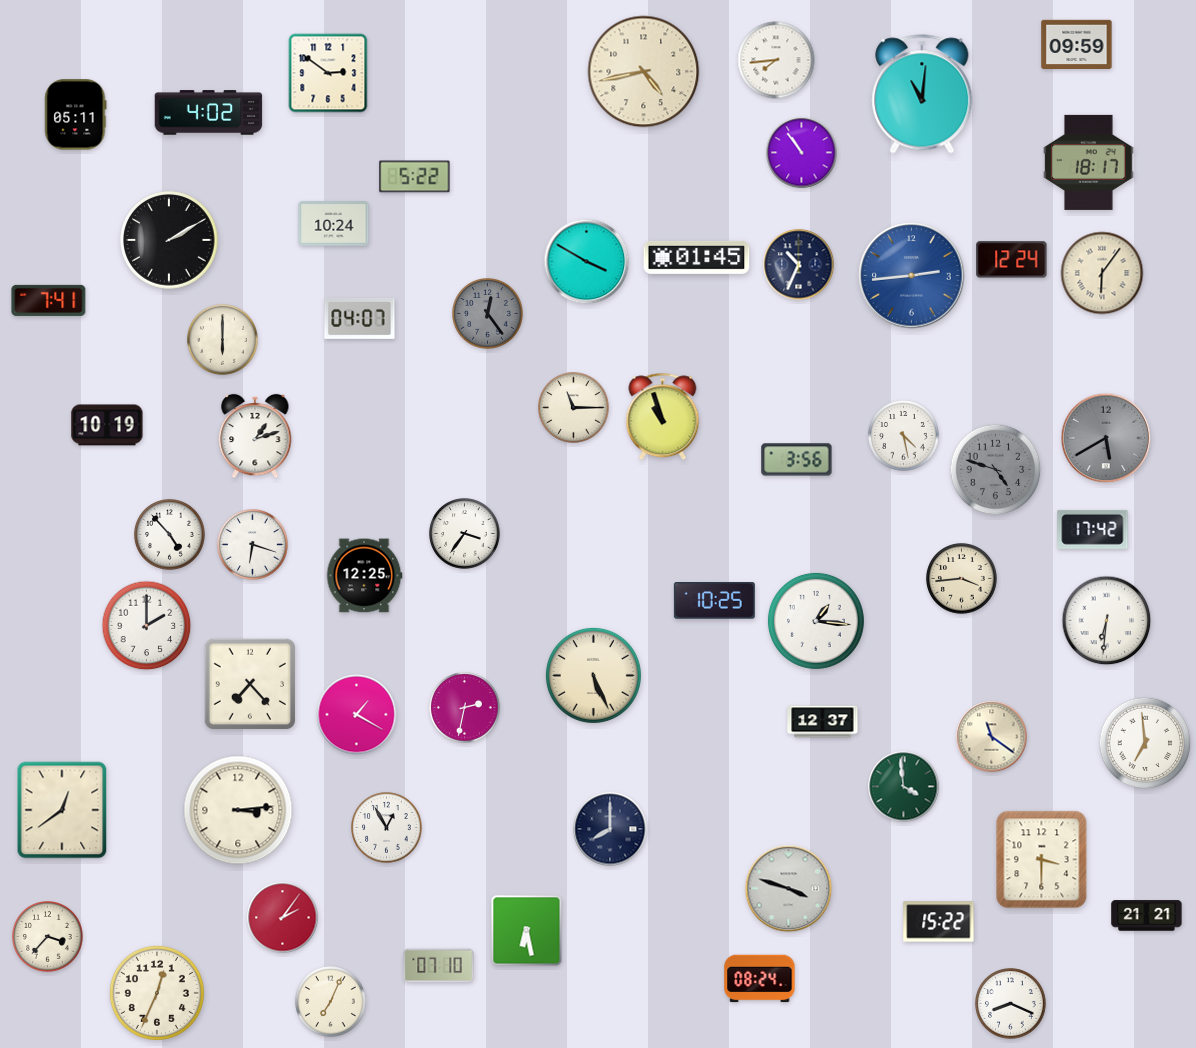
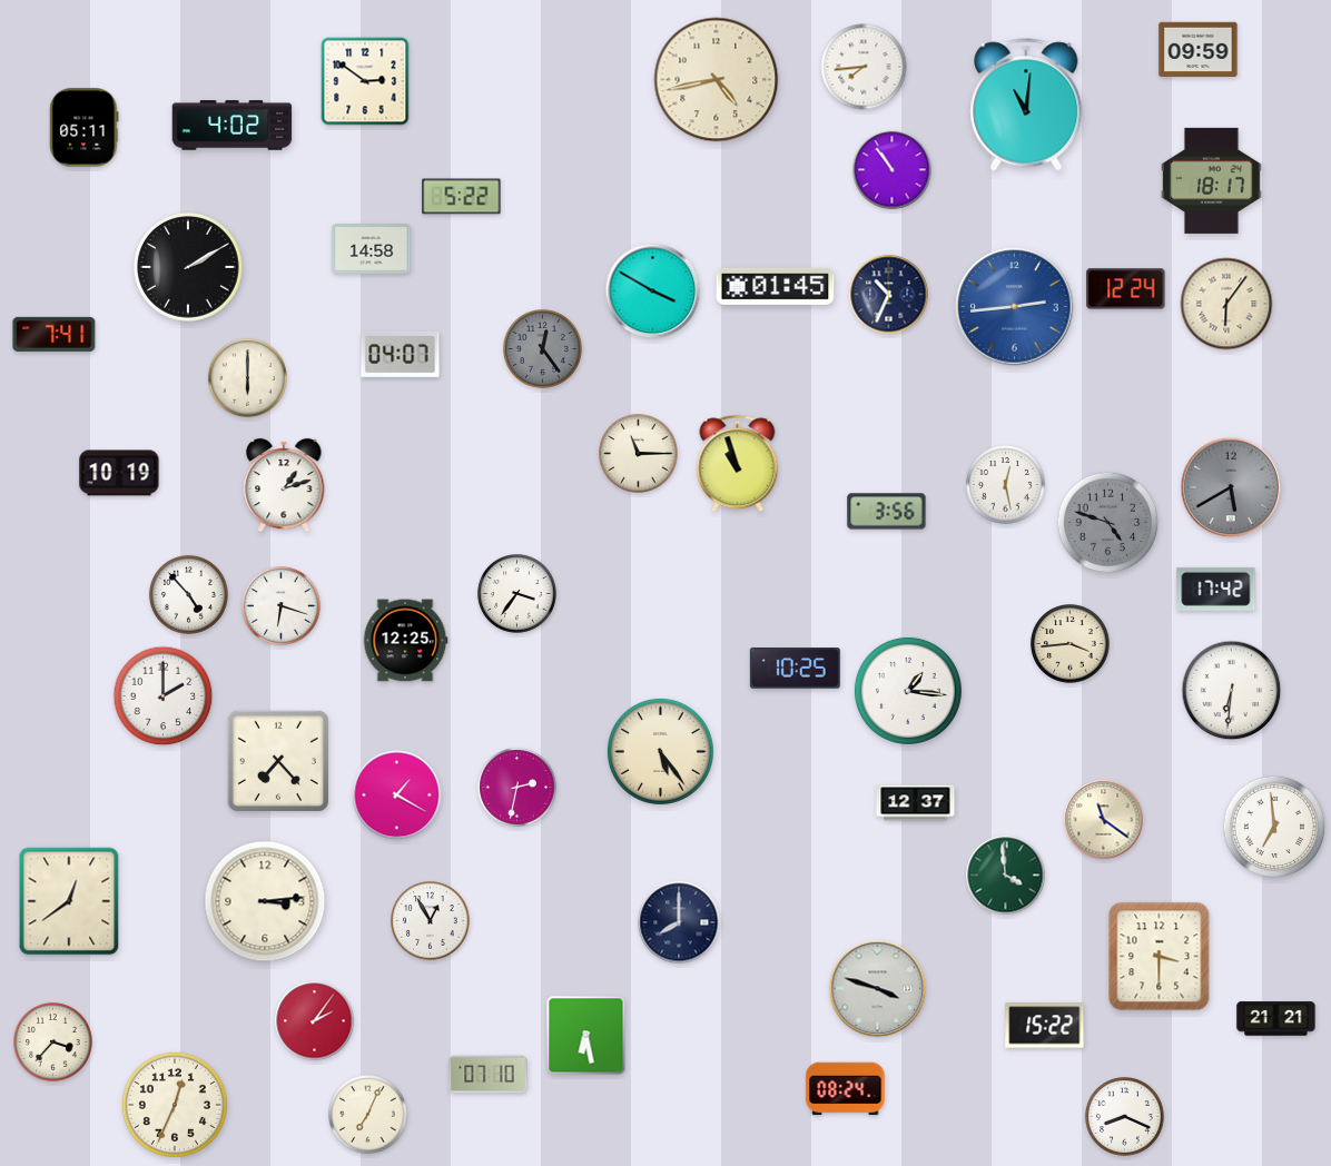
clock at (334, 224): 10:24 -> 14:58
clock at (904, 436): 4:28 -> 12:28
clock at (593, 675): 5:26 -> 5:24
